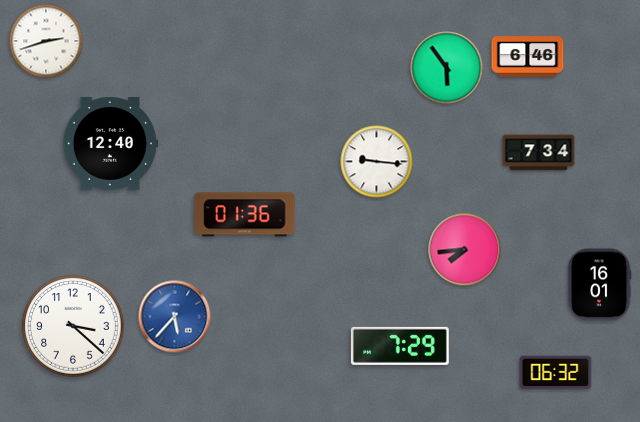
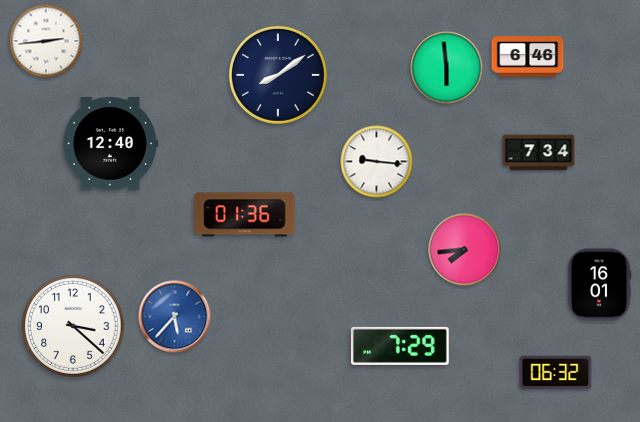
clock at (46, 41): 2:42 -> 2:44
clock at (447, 68): 5:54 -> 5:59
clock at (278, 75): none -> 8:09
